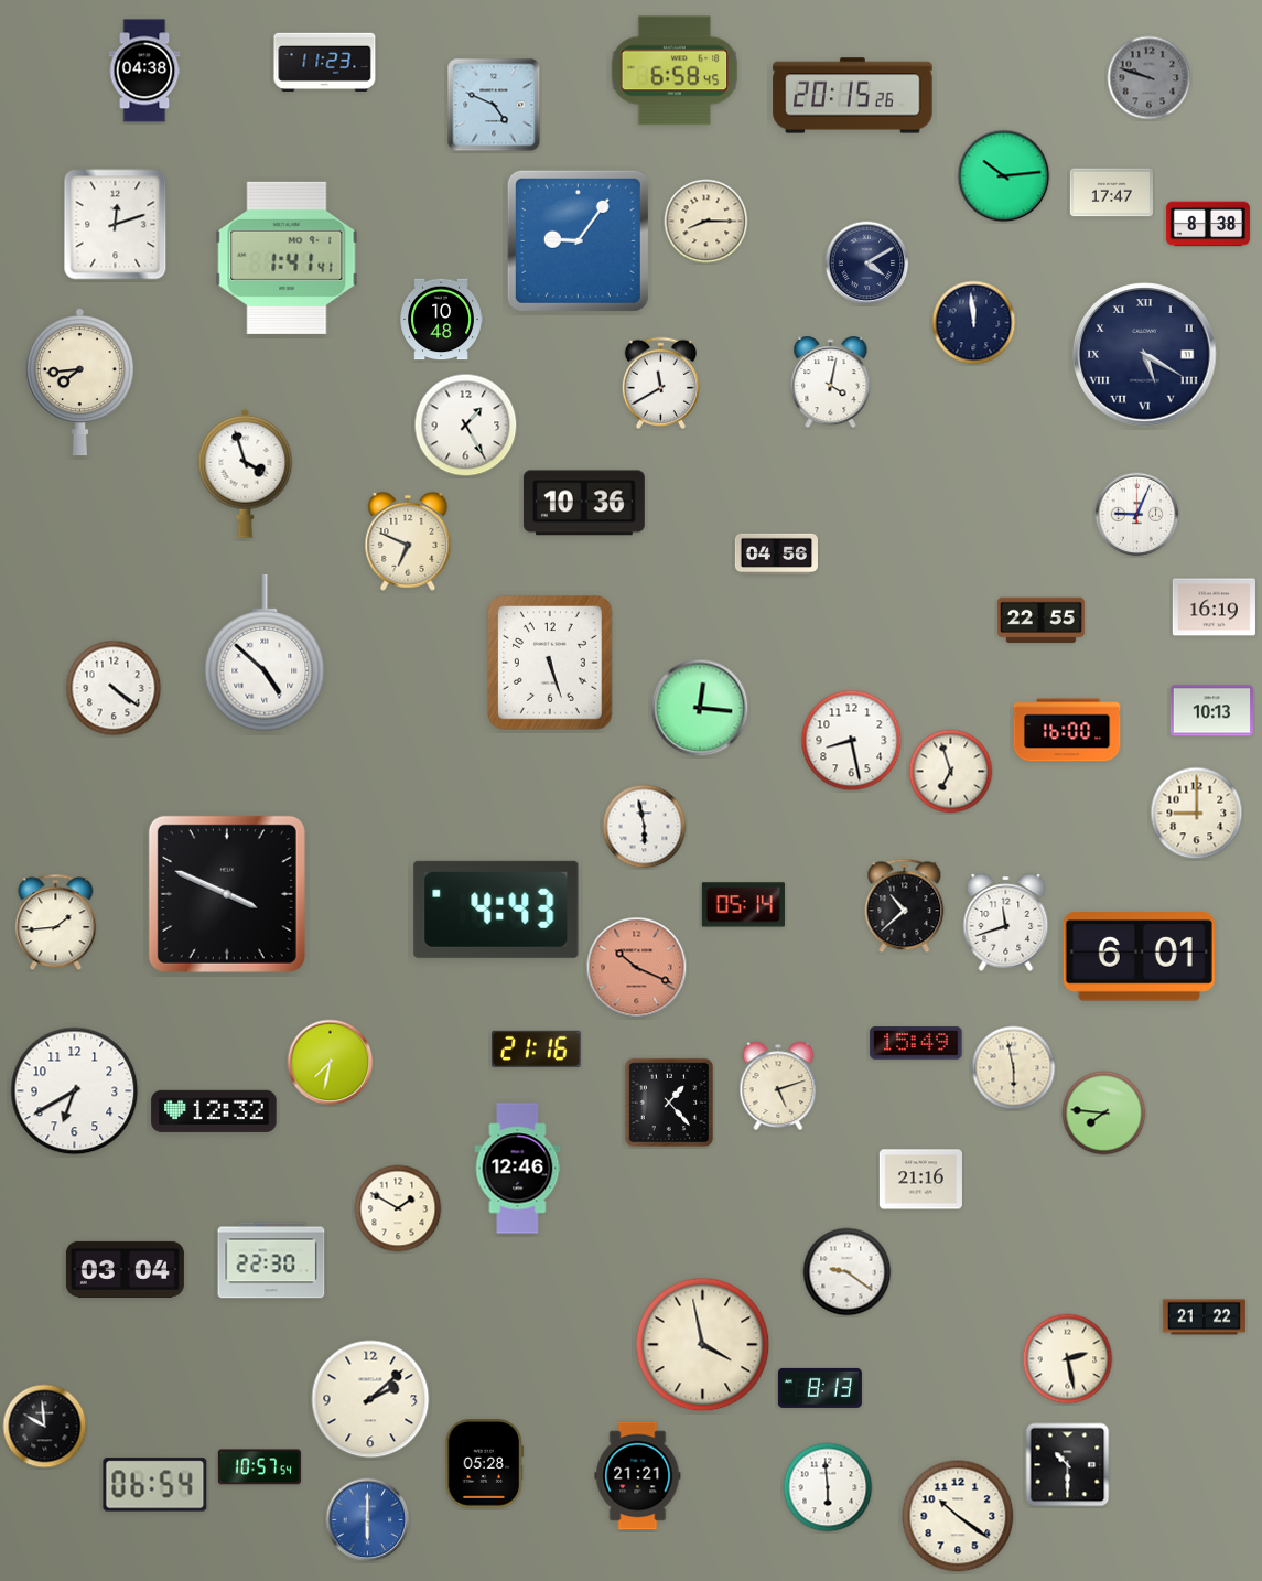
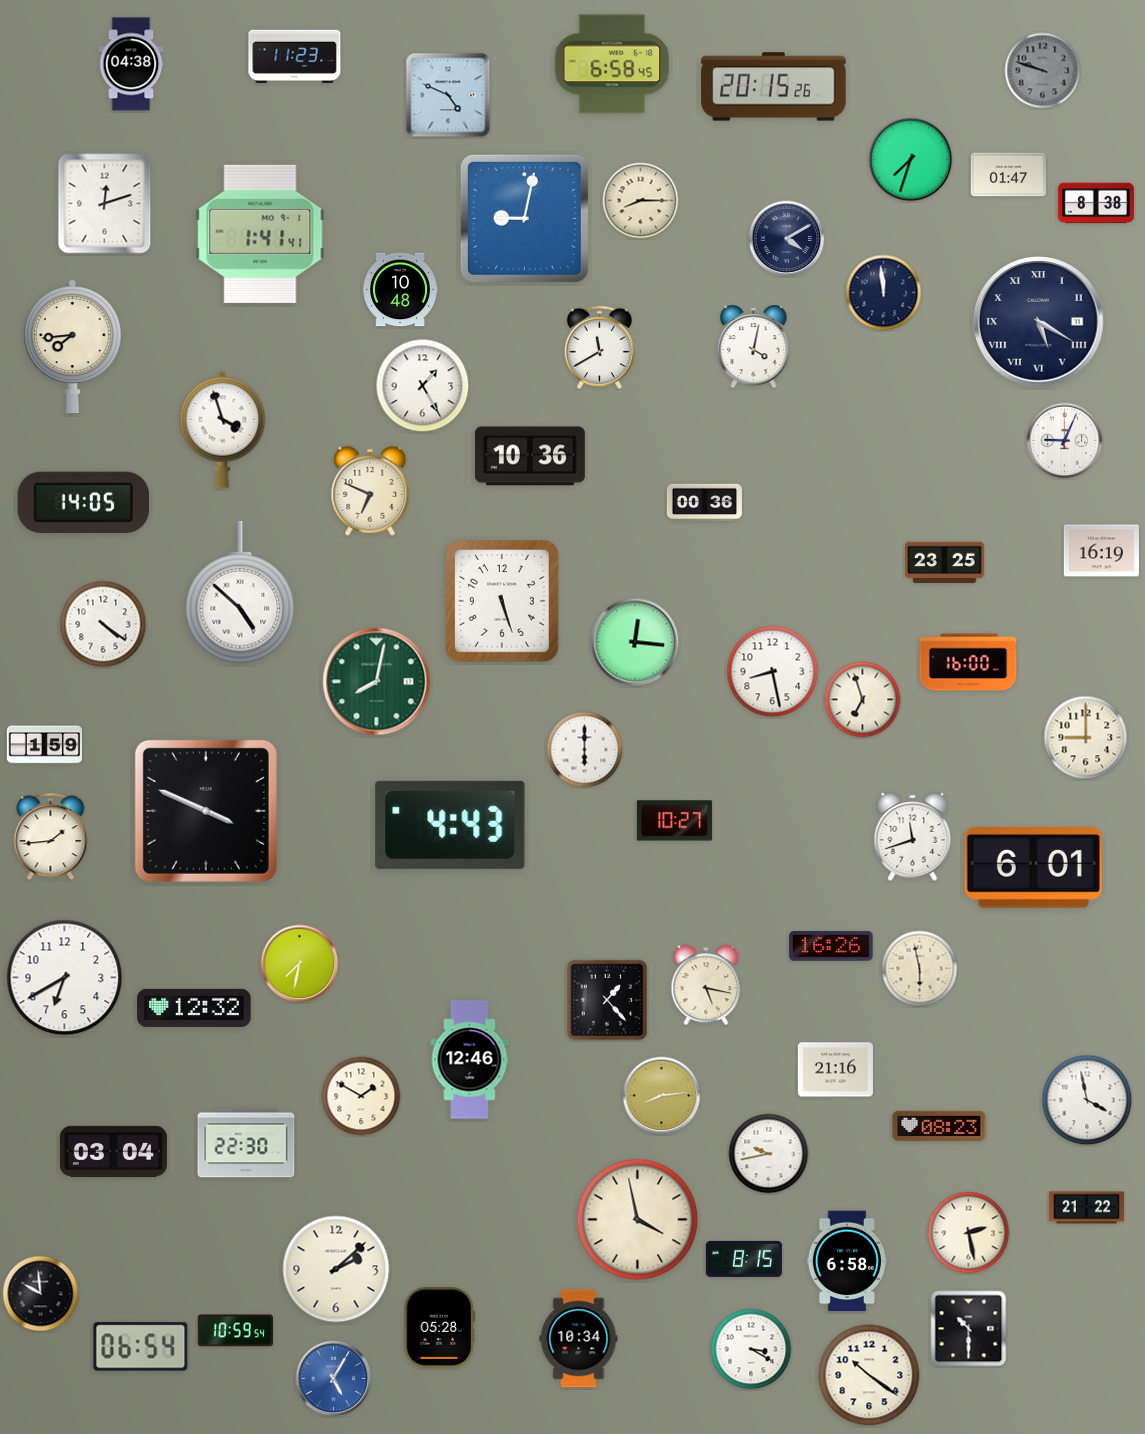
clock at (1004, 176): 10:14 -> 7:33
clock at (1111, 193): 17:47 -> 01:47
clock at (578, 240): 9:06 -> 9:02
clock at (1137, 515) position: (1137, 515) -> (1065, 441)
clock at (84, 502): none -> 14:05
clock at (776, 553): 04:56 -> 00:36
clock at (1040, 621): 22:55 -> 23:25
clock at (551, 664) position: (551, 664) -> (503, 602)
clock at (1211, 711): 10:13 -> none
clock at (377, 682): none -> 8:02
clock at (44, 745): none -> 1:59
clock at (645, 827): 5:58 -> 6:00
clock at (743, 905): 05:14 -> 10:27
clock at (905, 906): 10:38 -> none
clock at (637, 968): 10:19 -> none
clock at (916, 1043): 15:49 -> 16:26
clock at (537, 1048): 21:16 -> none
clock at (778, 1086): 5:12 -> 5:17
clock at (75, 1091) position: (75, 1091) -> (65, 978)
clock at (1104, 1114): 7:46 -> none
clock at (662, 1096): none -> 8:14
clock at (1087, 1100): none -> 3:58
clock at (939, 1126): none -> 08:23
clock at (848, 1272): 9:21 -> 9:43
clock at (1204, 1317) position: (1204, 1317) -> (1086, 1208)
clock at (820, 1388): 8:13 -> 8:15
clock at (846, 1261): none -> 6:58
clock at (259, 1467): 10:57 -> 10:59
clock at (638, 1476): 21:21 -> 10:34
clock at (828, 1487): 5:59 -> 3:20
clock at (368, 1520): 6:00 -> 5:05
